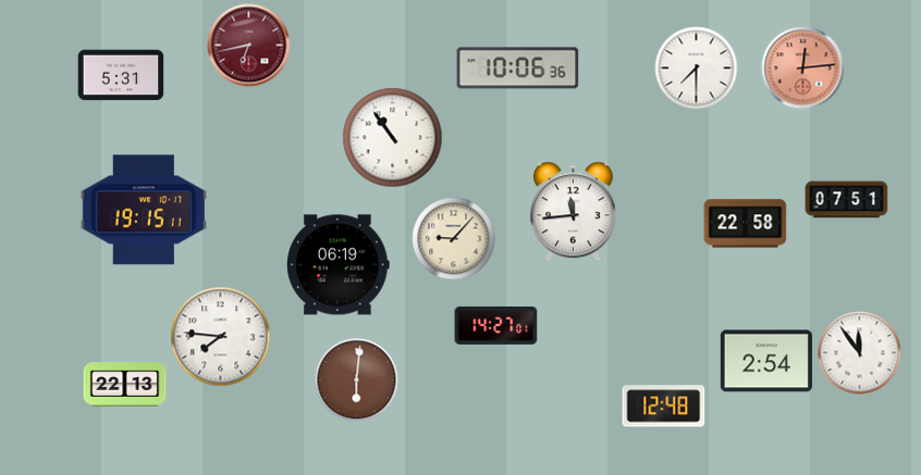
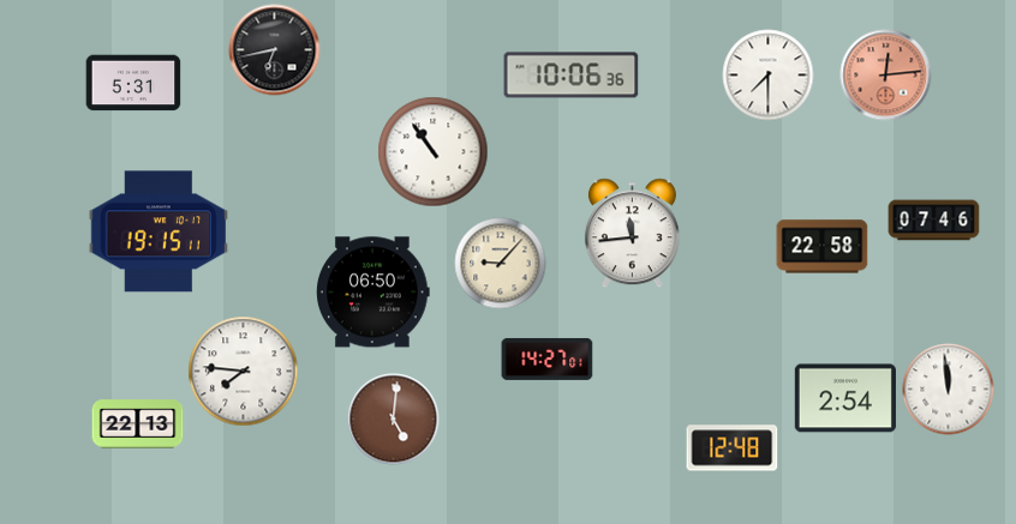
clock at (249, 46) dial: burgundy -> black
clock at (847, 200): 07:51 -> 07:46
clock at (339, 265): 06:19 -> 06:50
clock at (860, 353): 11:54 -> 11:59
clock at (357, 380): 6:01 -> 5:01
